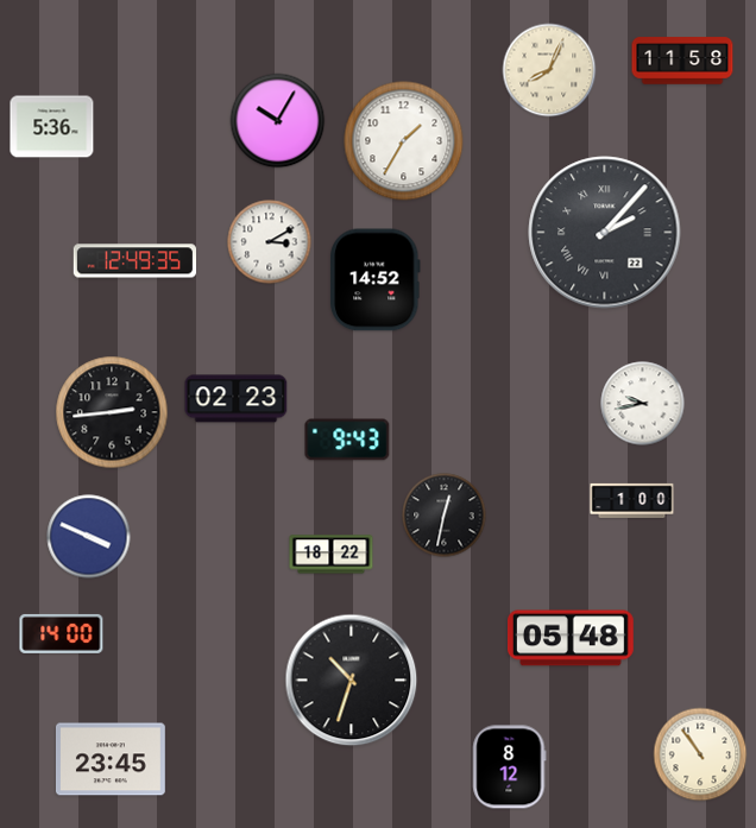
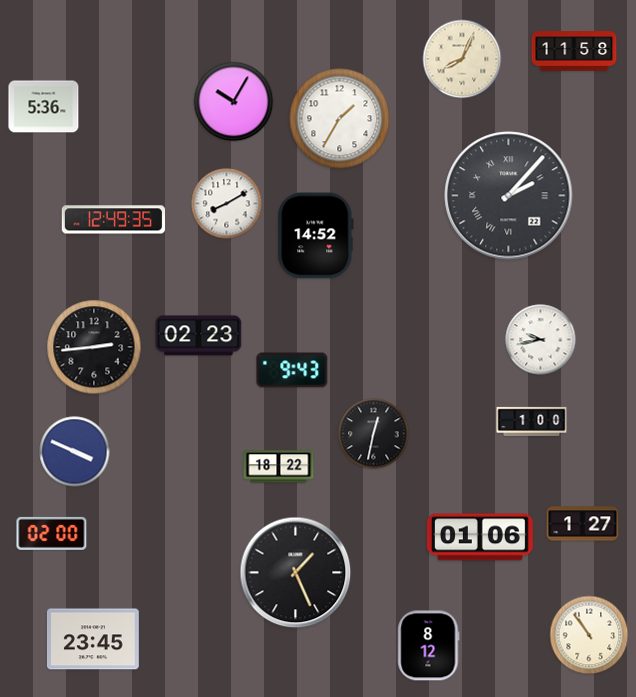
clock at (270, 242): 3:10 -> 8:10
clock at (583, 524): none -> 1:27
clock at (62, 633): 14:00 -> 02:00
clock at (571, 638): 05:48 -> 01:06
clock at (352, 681): 10:33 -> 1:26
